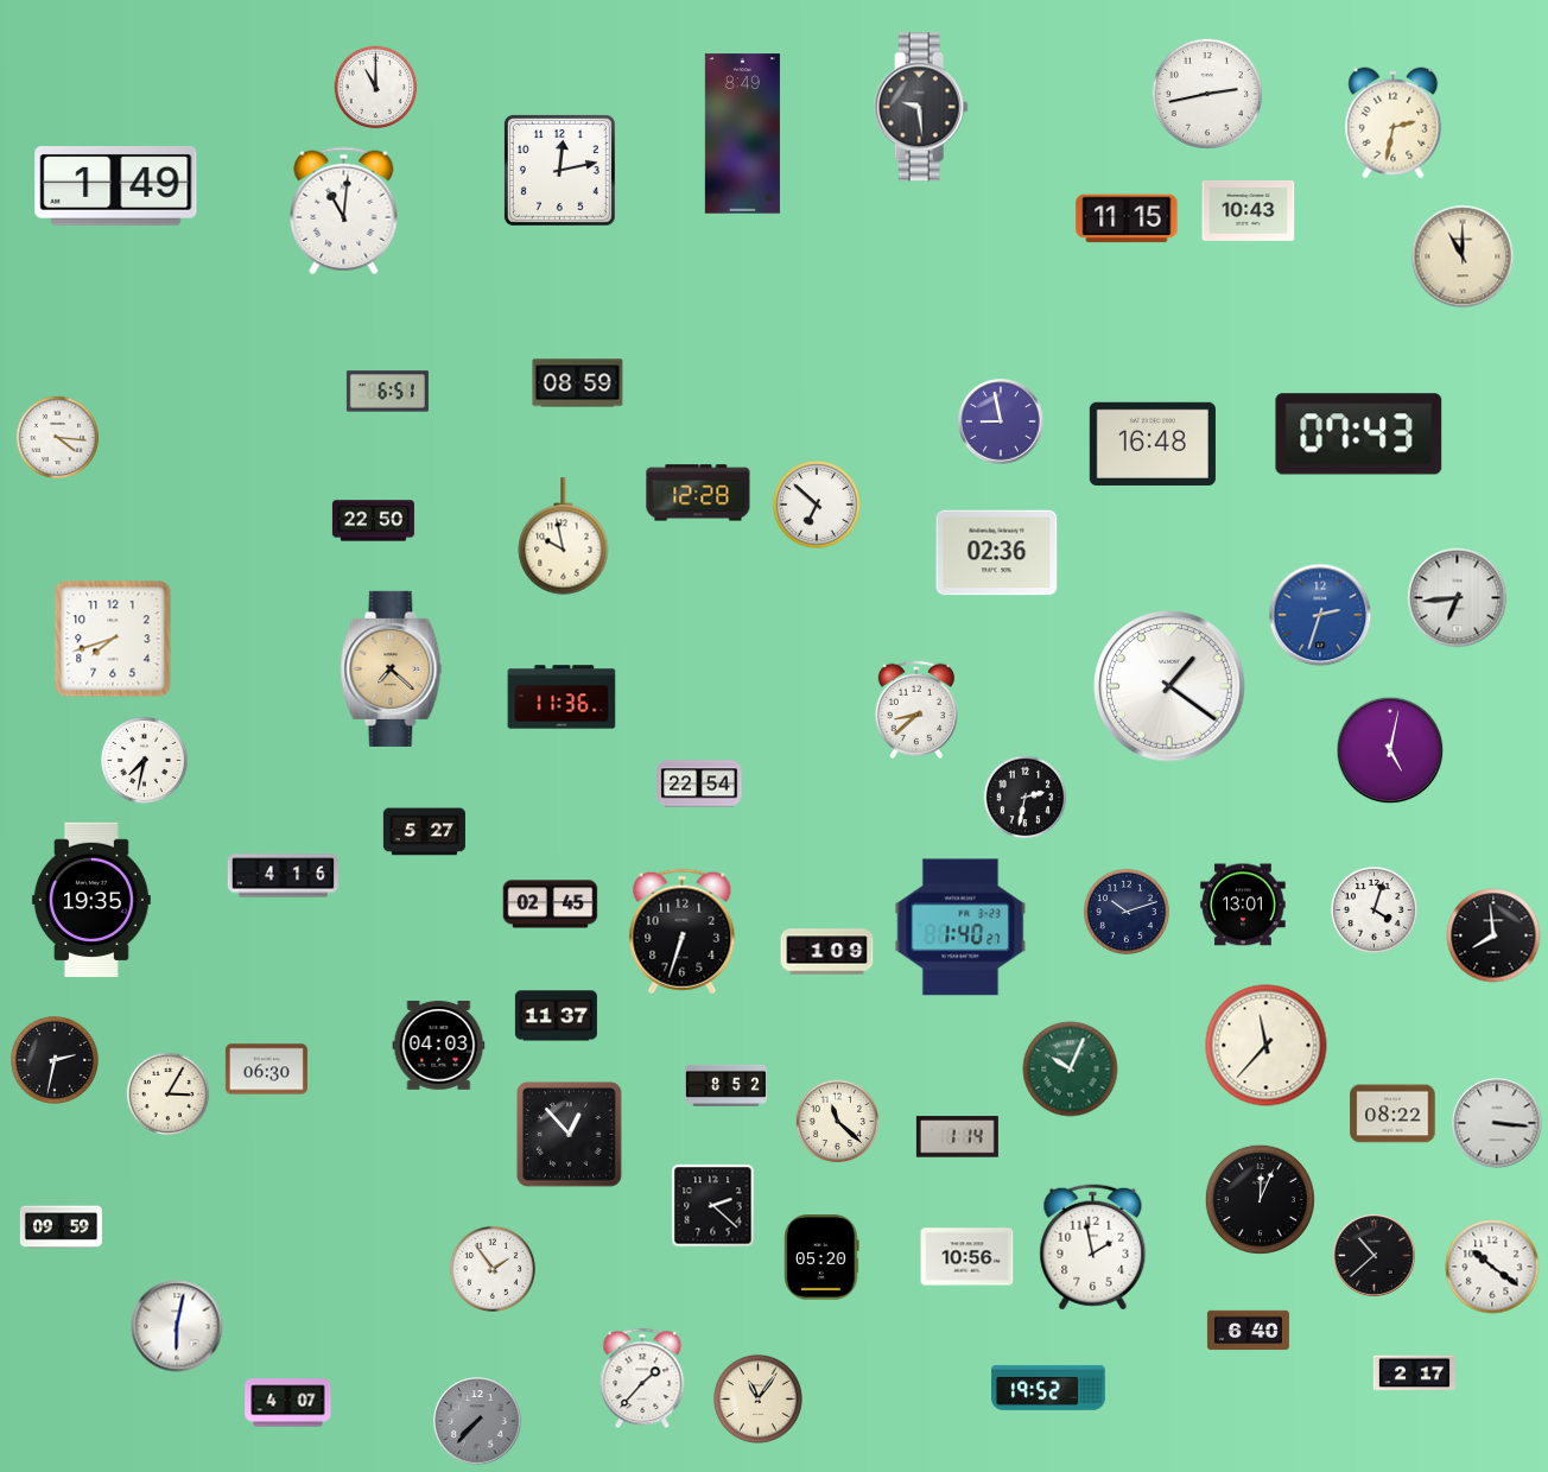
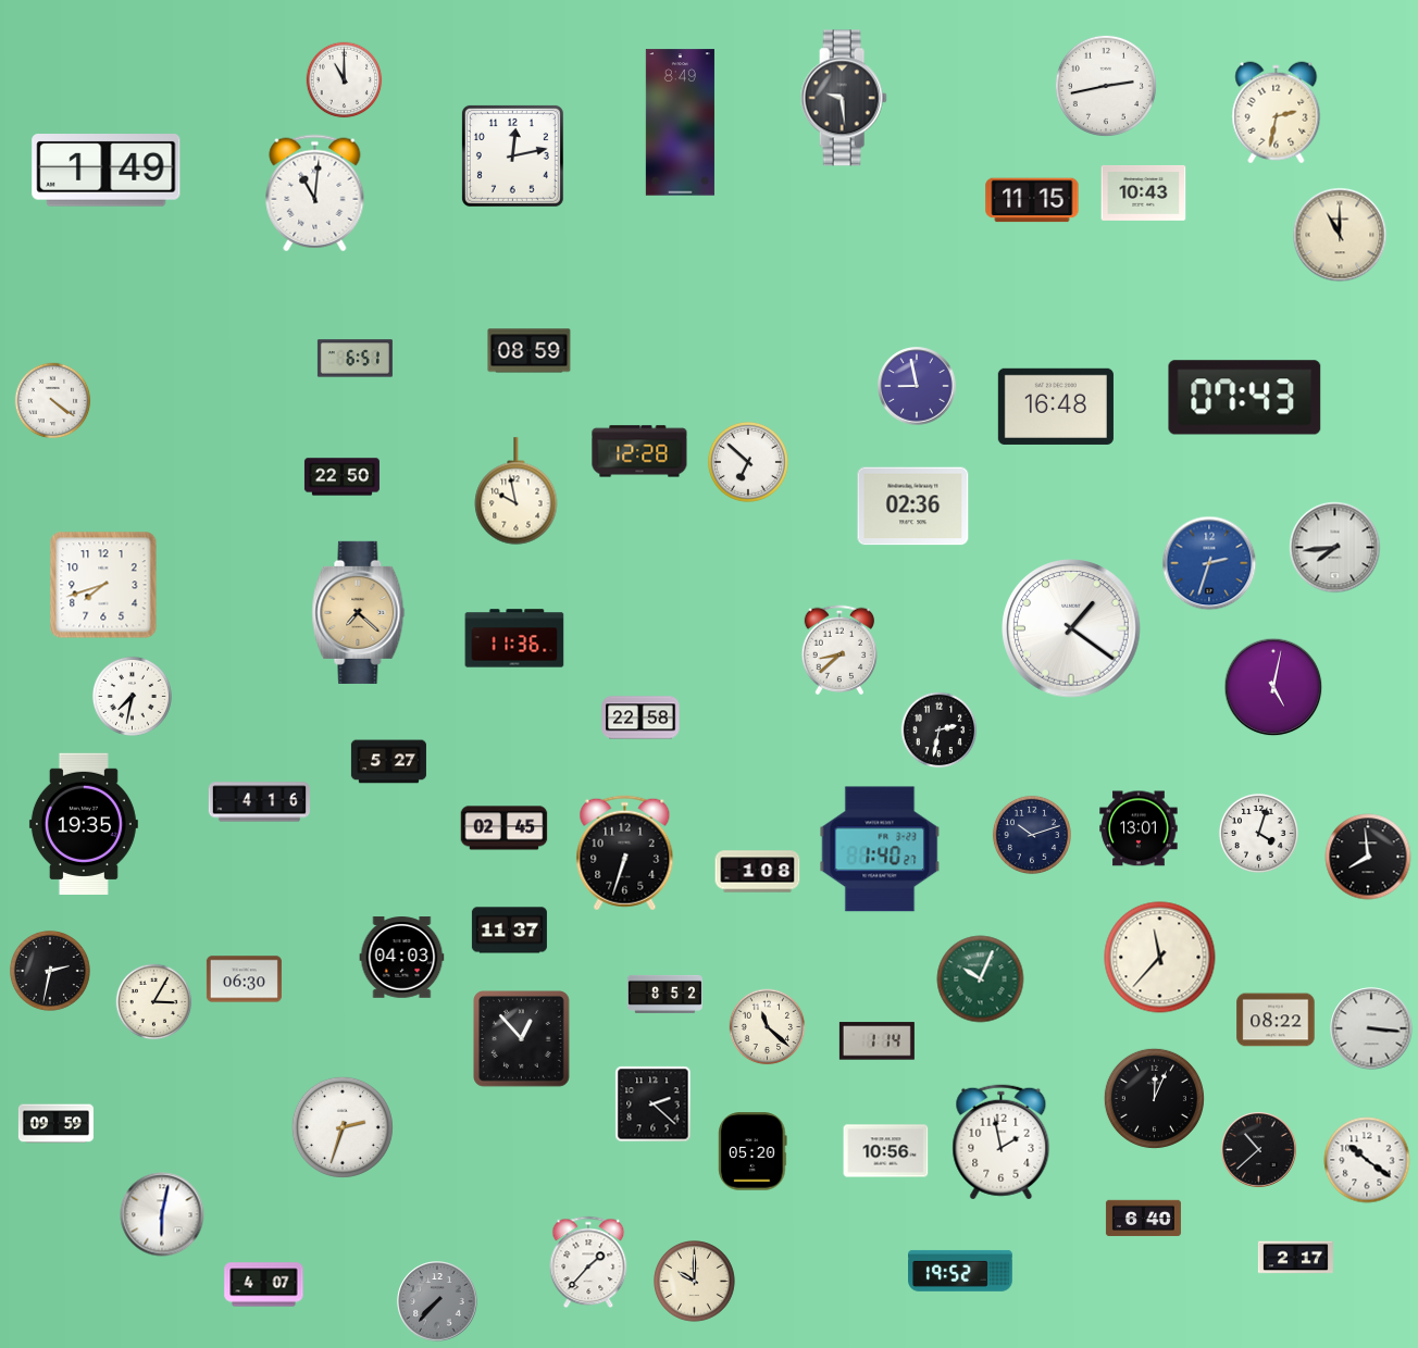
clock at (58, 438): 4:16 -> 4:21
clock at (1458, 598): 6:44 -> 7:44
clock at (699, 783): 22:54 -> 22:58
clock at (827, 952): 1:09 -> 1:08
clock at (343, 1127): none -> 2:33
clock at (493, 1269): 1:54 -> none
clock at (759, 1400): 11:06 -> 10:00
